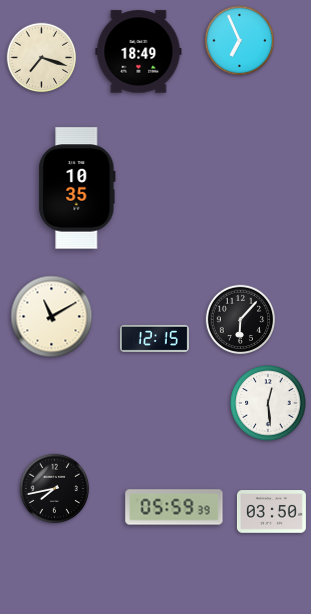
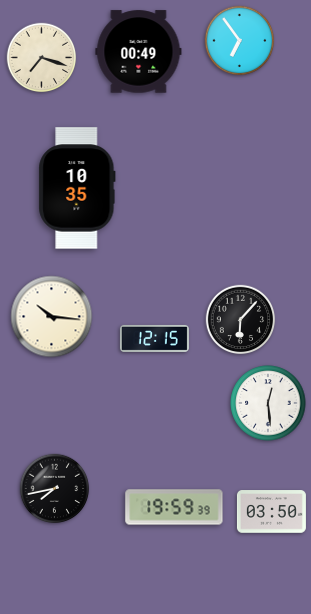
clock at (240, 41): 6:56 -> 6:54
clock at (139, 52): 18:49 -> 00:49
clock at (52, 317): 11:10 -> 10:16
clock at (174, 507): 05:59 -> 19:59
